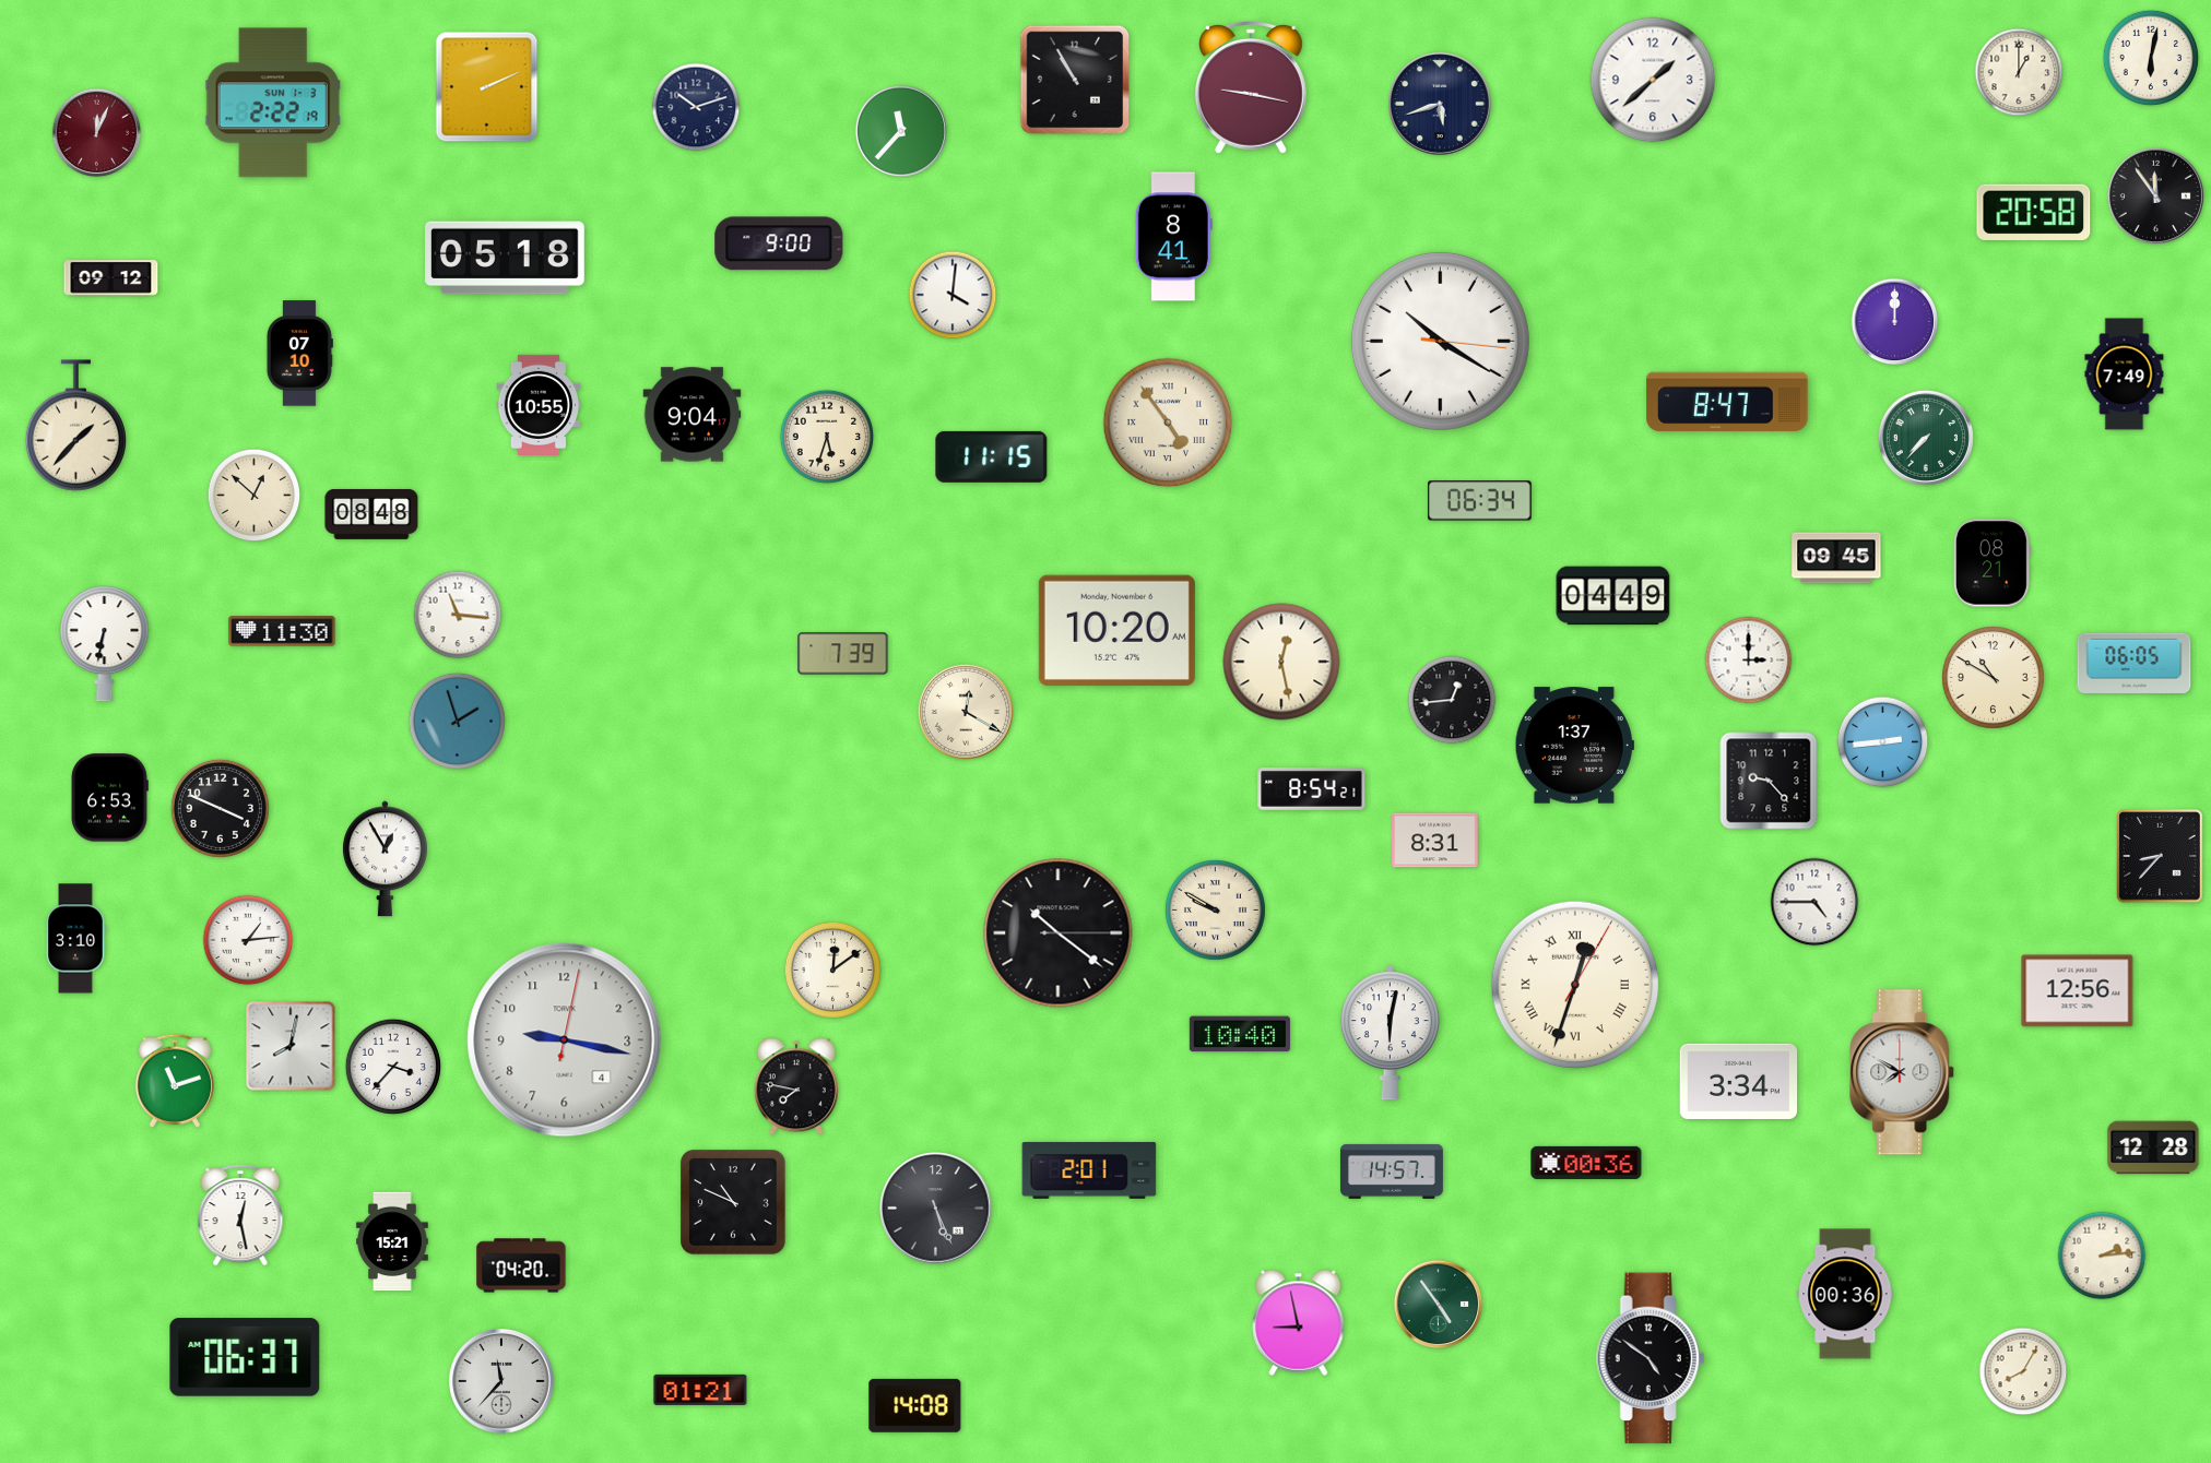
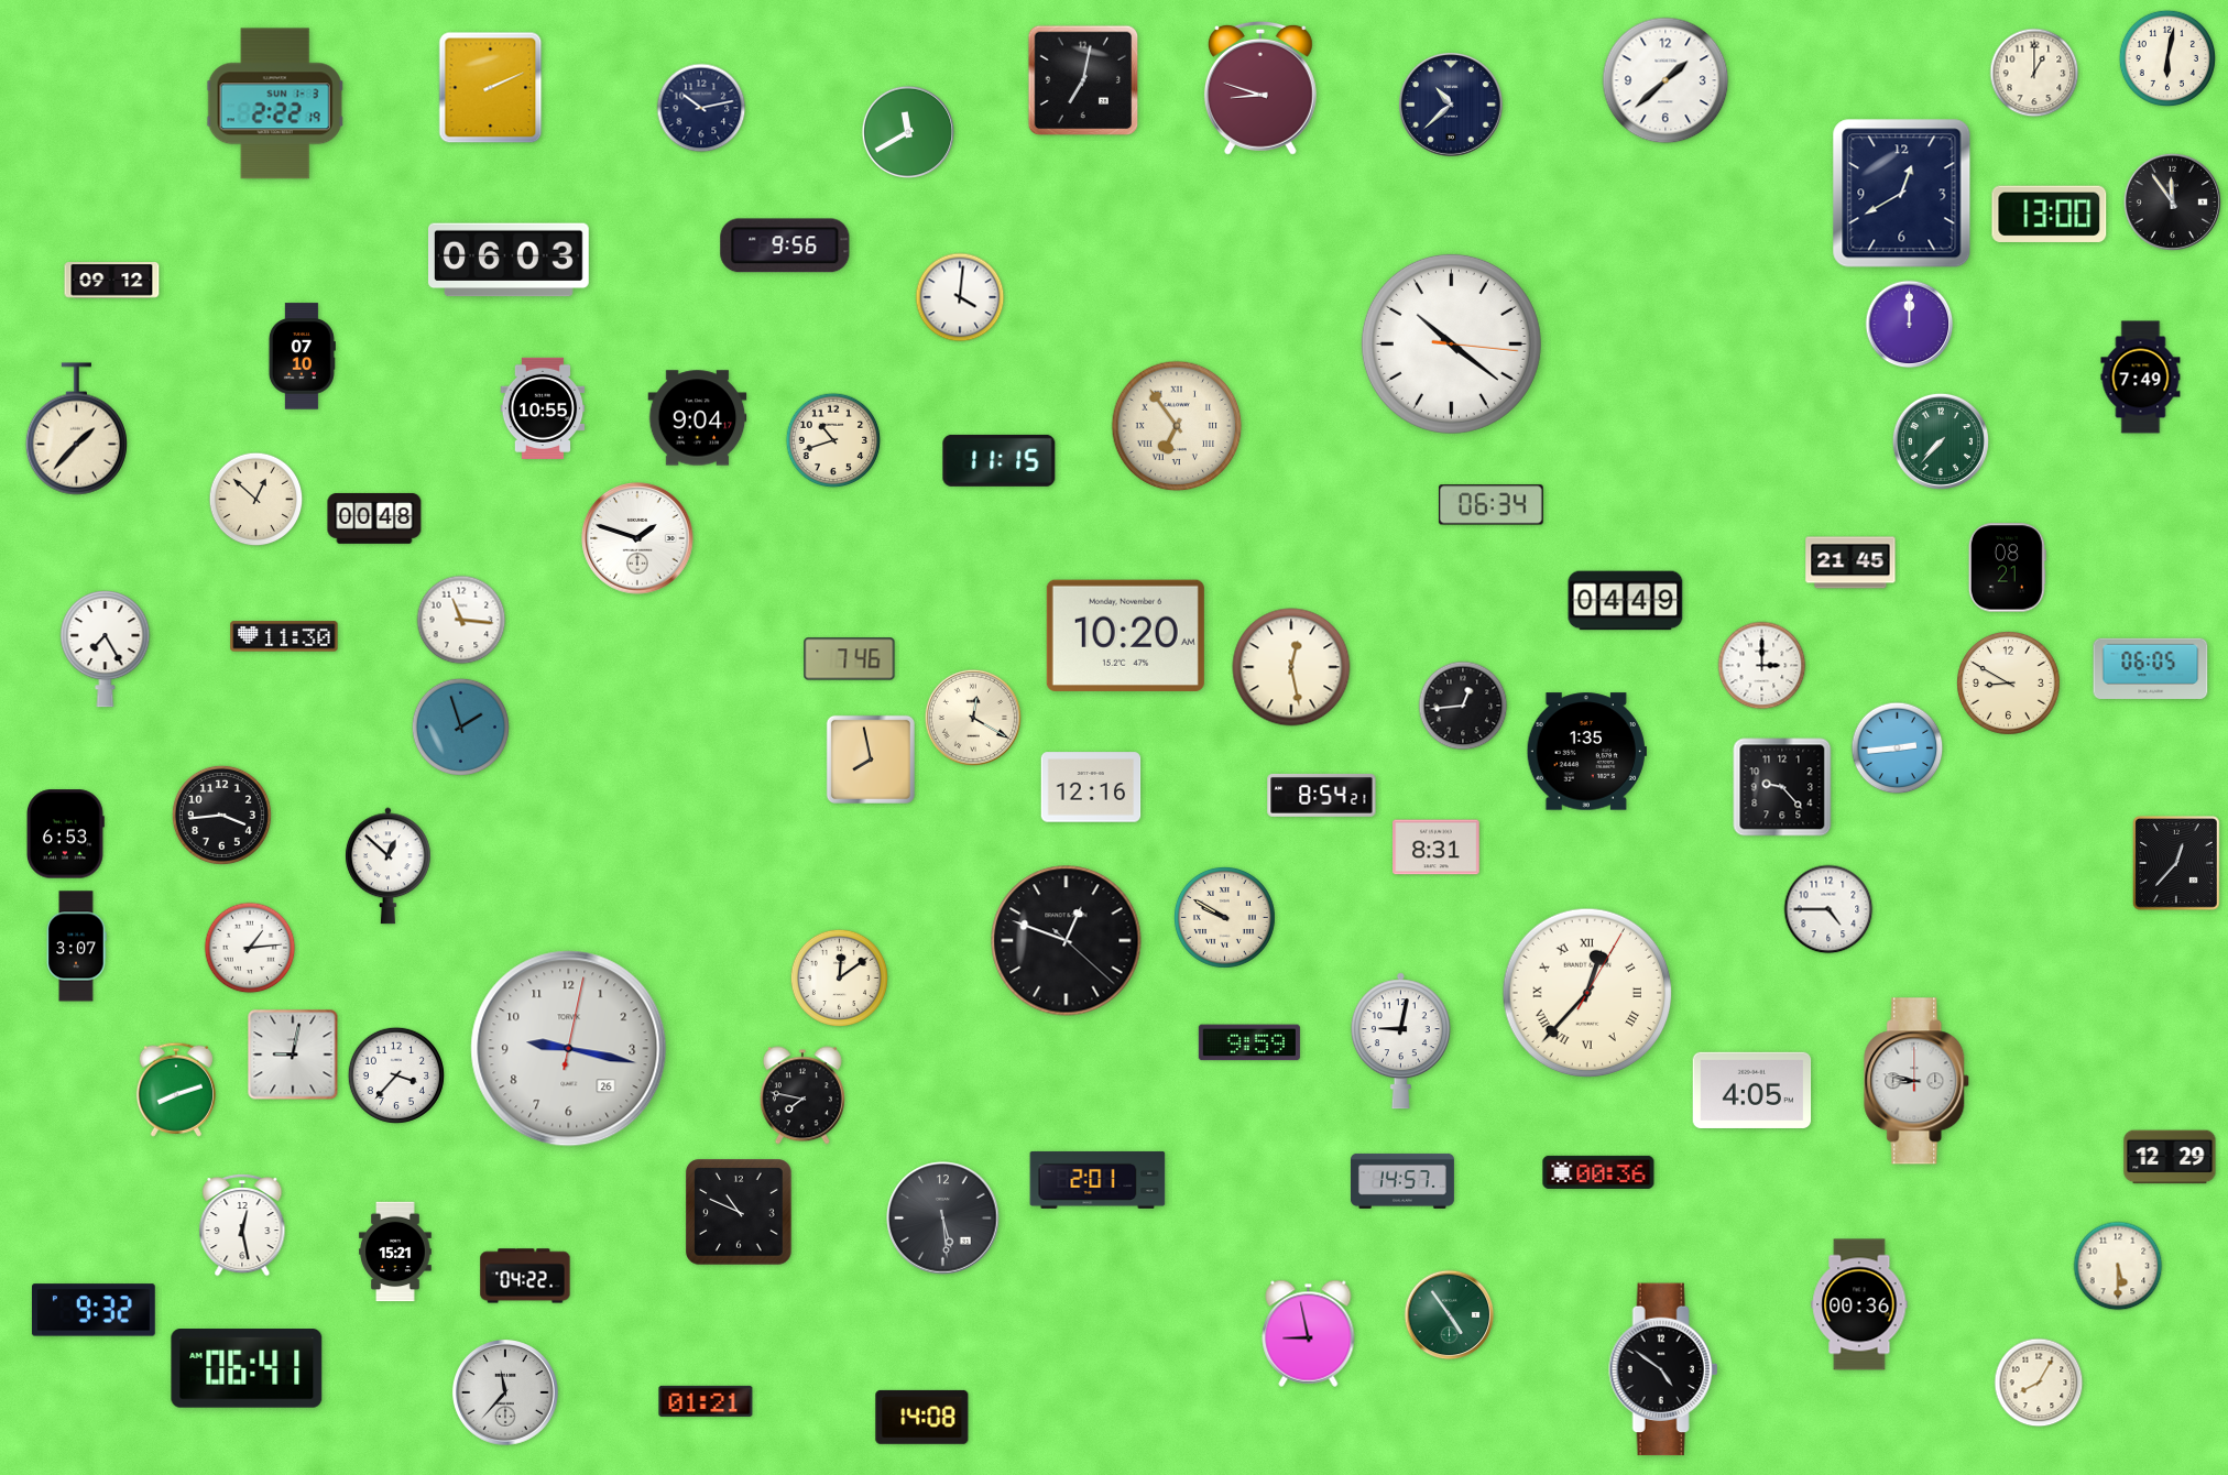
clock at (1075, 80): 10:55 -> 7:02
clock at (1251, 87): 9:17 -> 8:48
clock at (1440, 104): 5:42 -> 10:38
clock at (696, 107): 10:12 -> 10:13
clock at (900, 130): 11:37 -> 11:40
clock at (97, 133): 12:04 -> none
clock at (1902, 194): none -> 12:40
clock at (2155, 195) position: (2155, 195) -> (2172, 201)
clock at (2034, 212): 20:58 -> 13:00
clock at (1173, 237): 8:41 -> none
clock at (779, 243): 9:00 -> 9:56
clock at (506, 258): 05:18 -> 06:03
clock at (1440, 341): 10:20 -> 10:21
clock at (1727, 402): 8:47 -> none
clock at (1168, 423): 4:54 -> 6:54
clock at (827, 437): 5:33 -> 10:42
clock at (371, 514): 08:48 -> 00:48
clock at (637, 538): none -> 1:48
clock at (1836, 558): 09:45 -> 21:45
clock at (105, 644): 6:32 -> 7:25
clock at (843, 654): 7:39 -> 7:46
clock at (1994, 678): 10:50 -> 8:50
clock at (1574, 746): 1:37 -> 1:35
clock at (871, 760): none -> 7:58
clock at (1091, 787): none -> 12:16
clock at (109, 798) position: (109, 798) -> (65, 834)
clock at (220, 808): 3:49 -> 3:44
clock at (1435, 841) position: (1435, 841) -> (1437, 848)
clock at (2160, 856): 8:37 -> 12:37
clock at (385, 859): 12:55 -> 12:52
clock at (1059, 933): 10:21 -> 12:48
clock at (75, 939): 3:10 -> 3:07
clock at (1575, 985): 12:33 -> 12:37
clock at (2078, 991): 12:56 -> none
clock at (1390, 1033): 6:02 -> 9:02
clock at (1240, 1034): 10:40 -> 9:59
clock at (565, 1040) date: 4 -> 26
clock at (291, 1046): 8:02 -> 9:02
clock at (1903, 1072): 7:50 -> 8:47
clock at (175, 1081): 11:12 -> 8:12
clock at (1739, 1081): 3:34 -> 4:05
clock at (2153, 1147): 12:28 -> 12:29
clock at (936, 1209): 5:26 -> 5:29
clock at (2102, 1256): 2:14 -> 5:30
clock at (521, 1265): 04:20 -> 04:22
clock at (94, 1310): none -> 9:32
clock at (245, 1357): 06:37 -> 06:41
